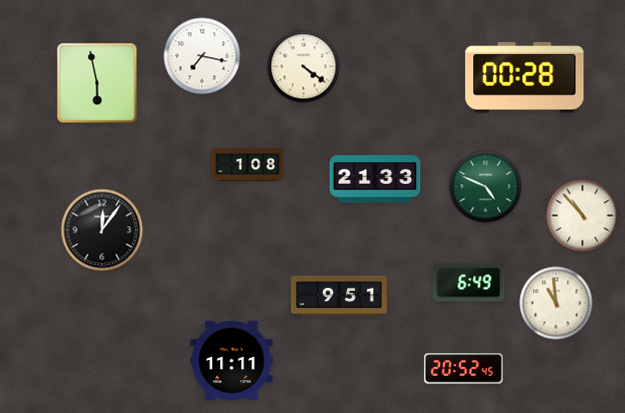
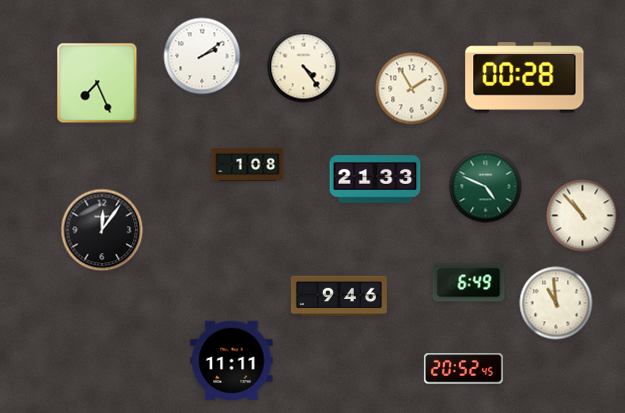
clock at (202, 56): 7:17 -> 2:09
clock at (304, 67): 4:21 -> 4:24
clock at (97, 83): 5:58 -> 7:26
clock at (412, 89): none -> 1:55
clock at (339, 296): 9:51 -> 9:46
